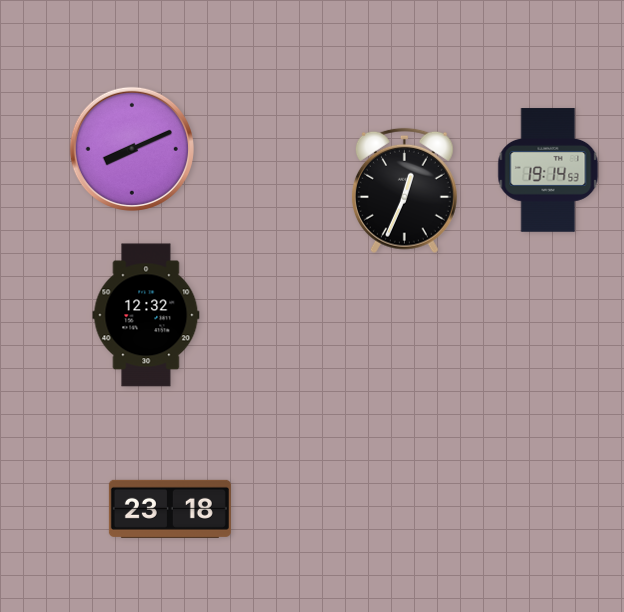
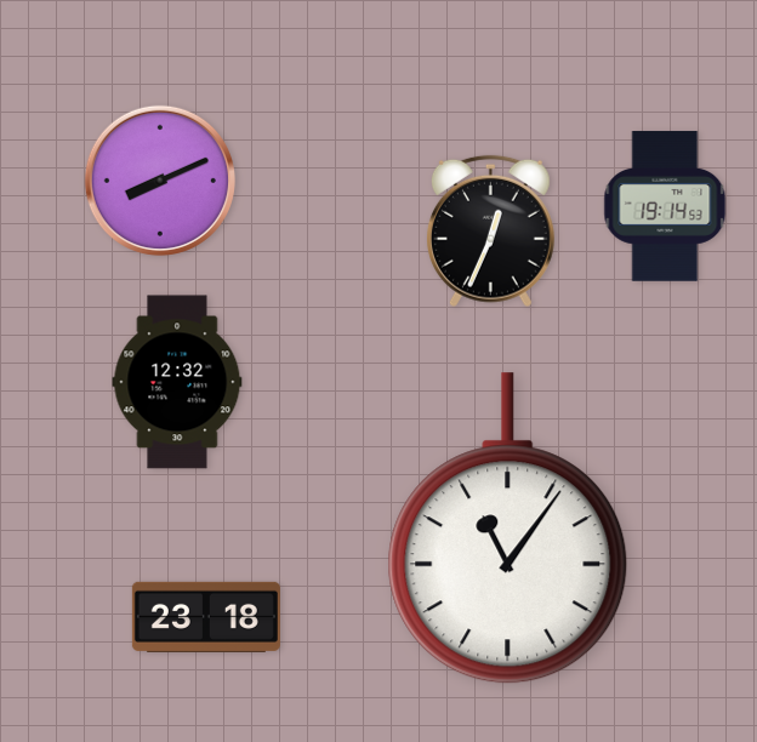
clock at (508, 529): none -> 11:06
